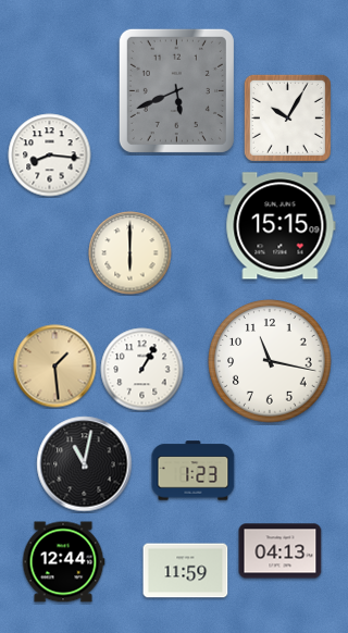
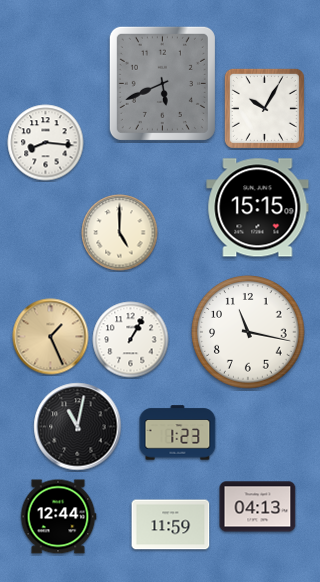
clock at (130, 253): 6:00 -> 5:00
clock at (55, 367): 1:29 -> 1:26
